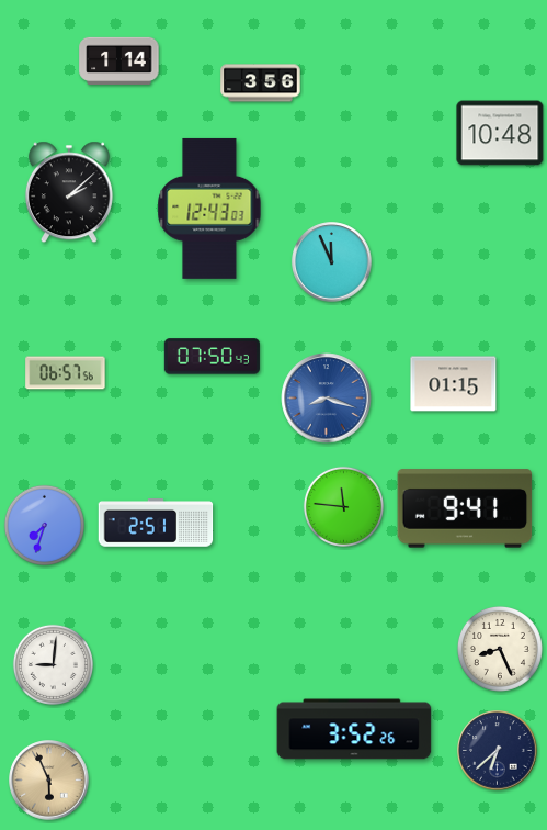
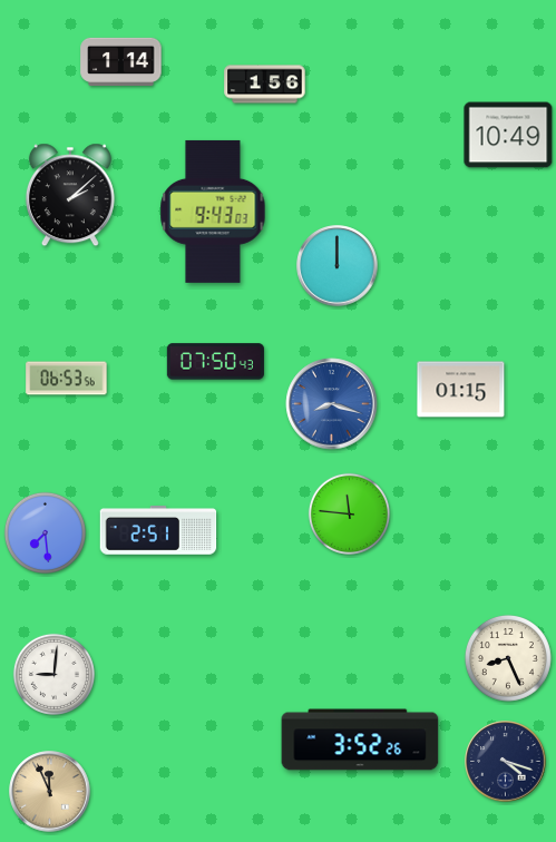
clock at (261, 83): 3:56 -> 1:56
clock at (500, 133): 10:48 -> 10:49
clock at (209, 209): 12:43 -> 9:43
clock at (332, 262): 11:56 -> 12:00
clock at (66, 373): 06:57 -> 06:53
clock at (465, 508): 9:41 -> none
clock at (44, 525): 7:33 -> 7:29
clock at (498, 751): 6:38 -> 4:18
clock at (49, 781): 5:56 -> 11:56
